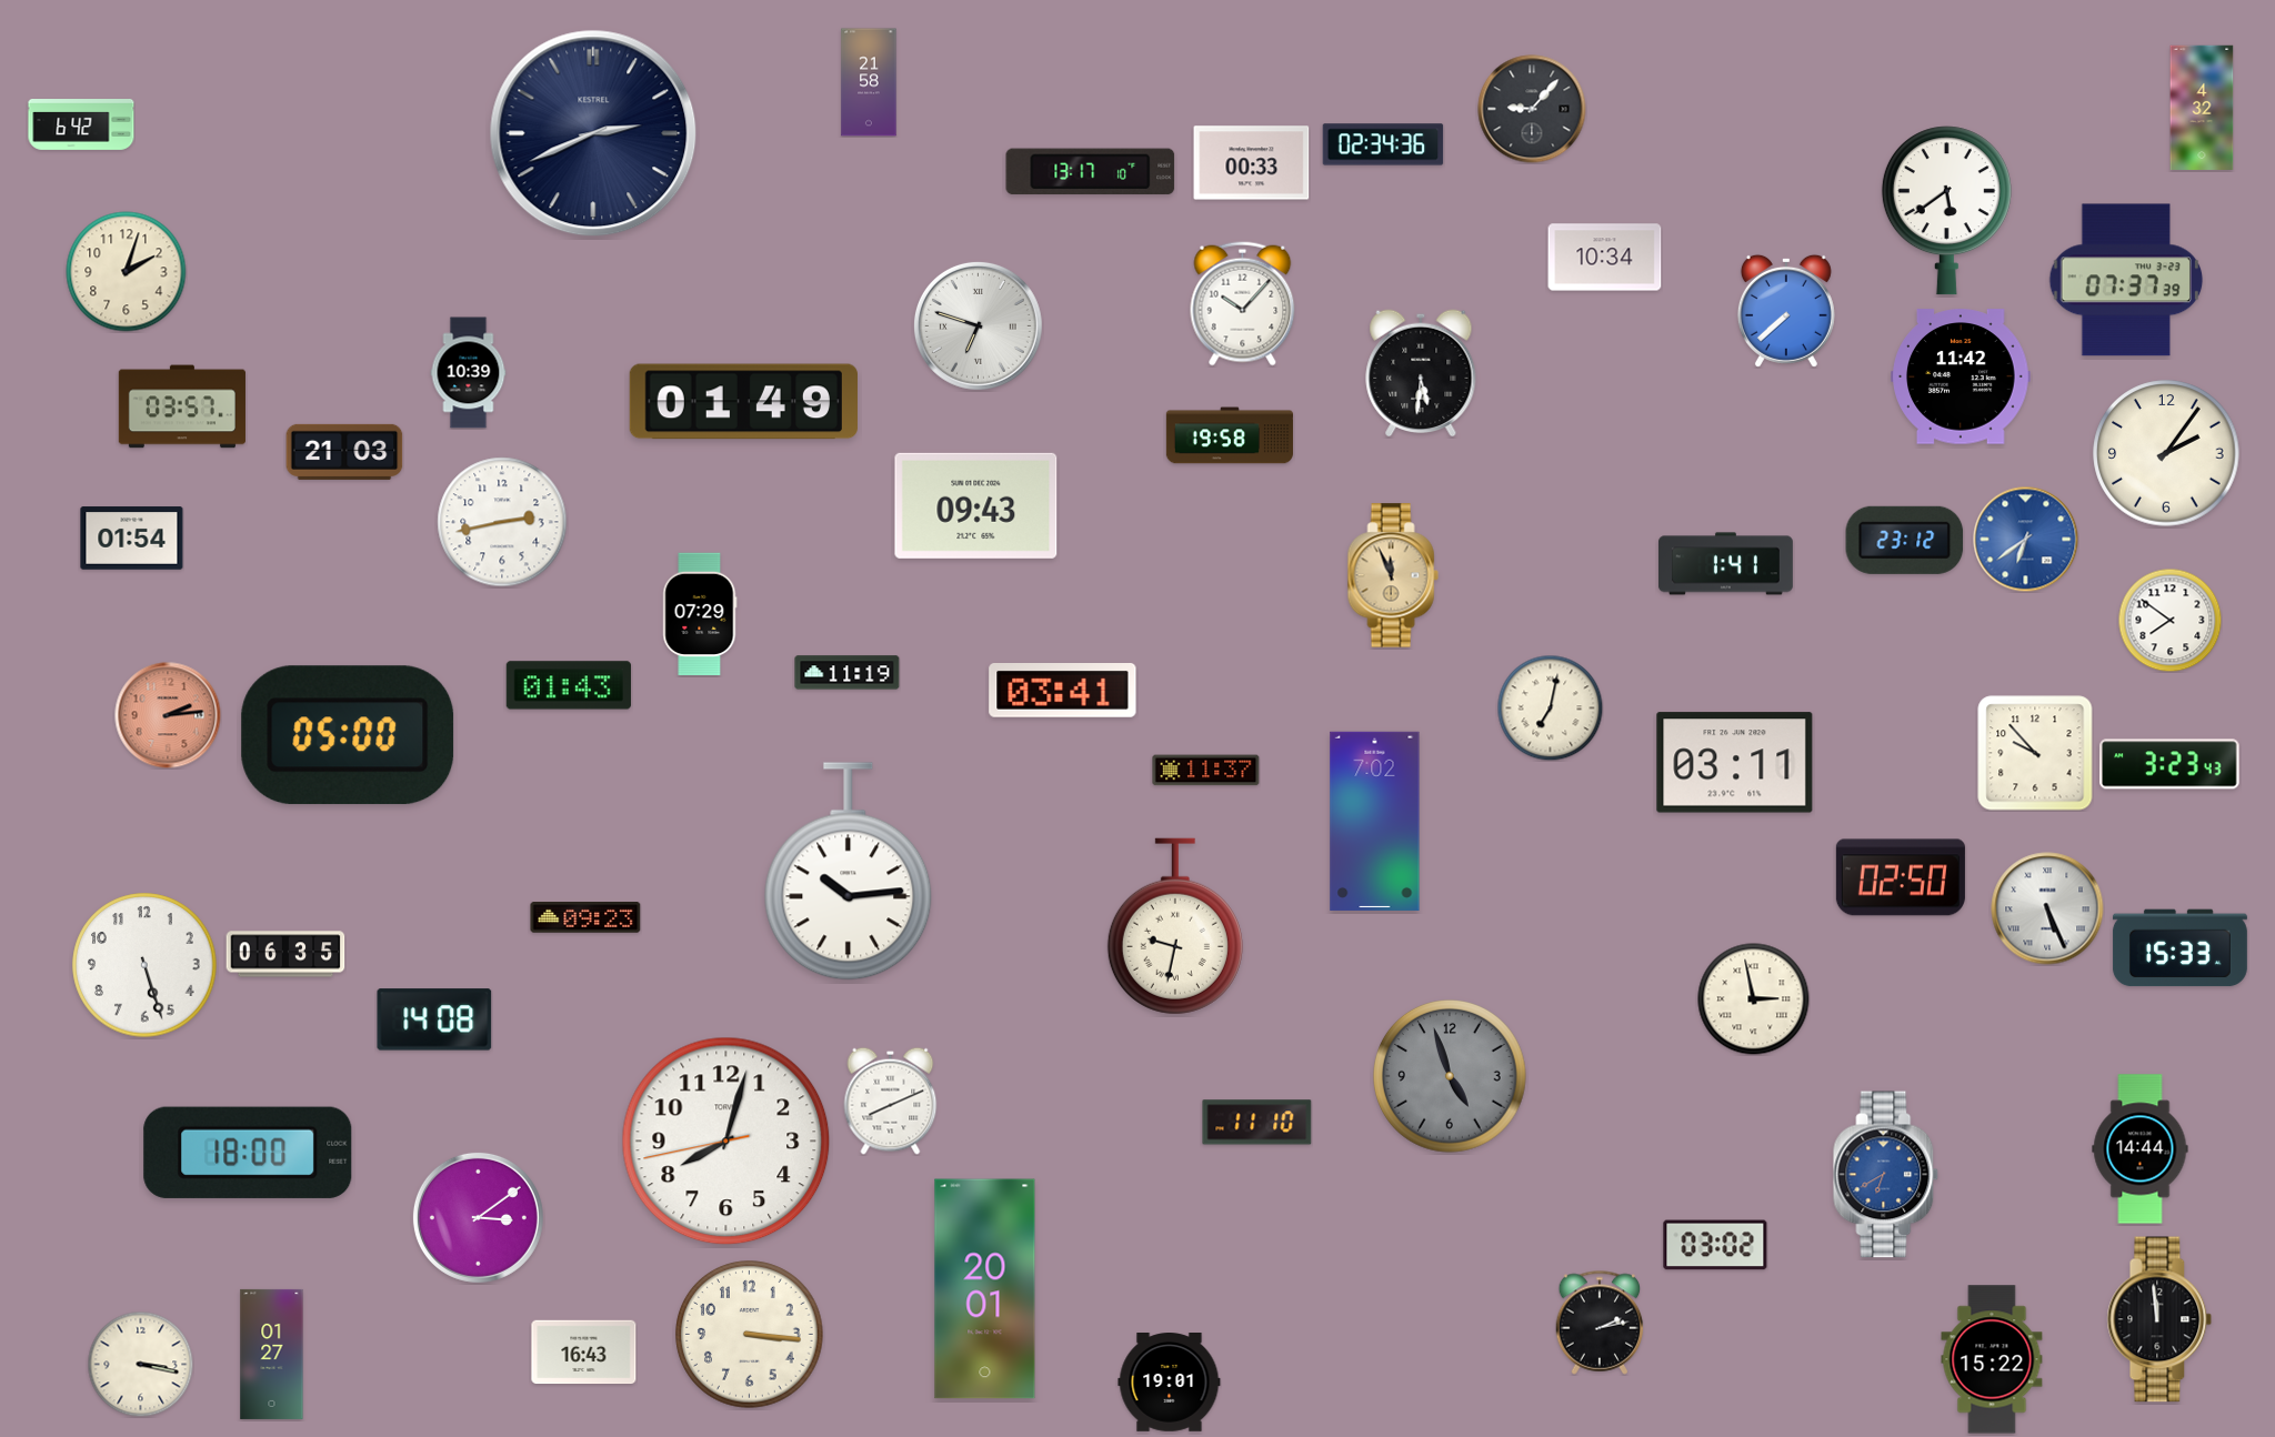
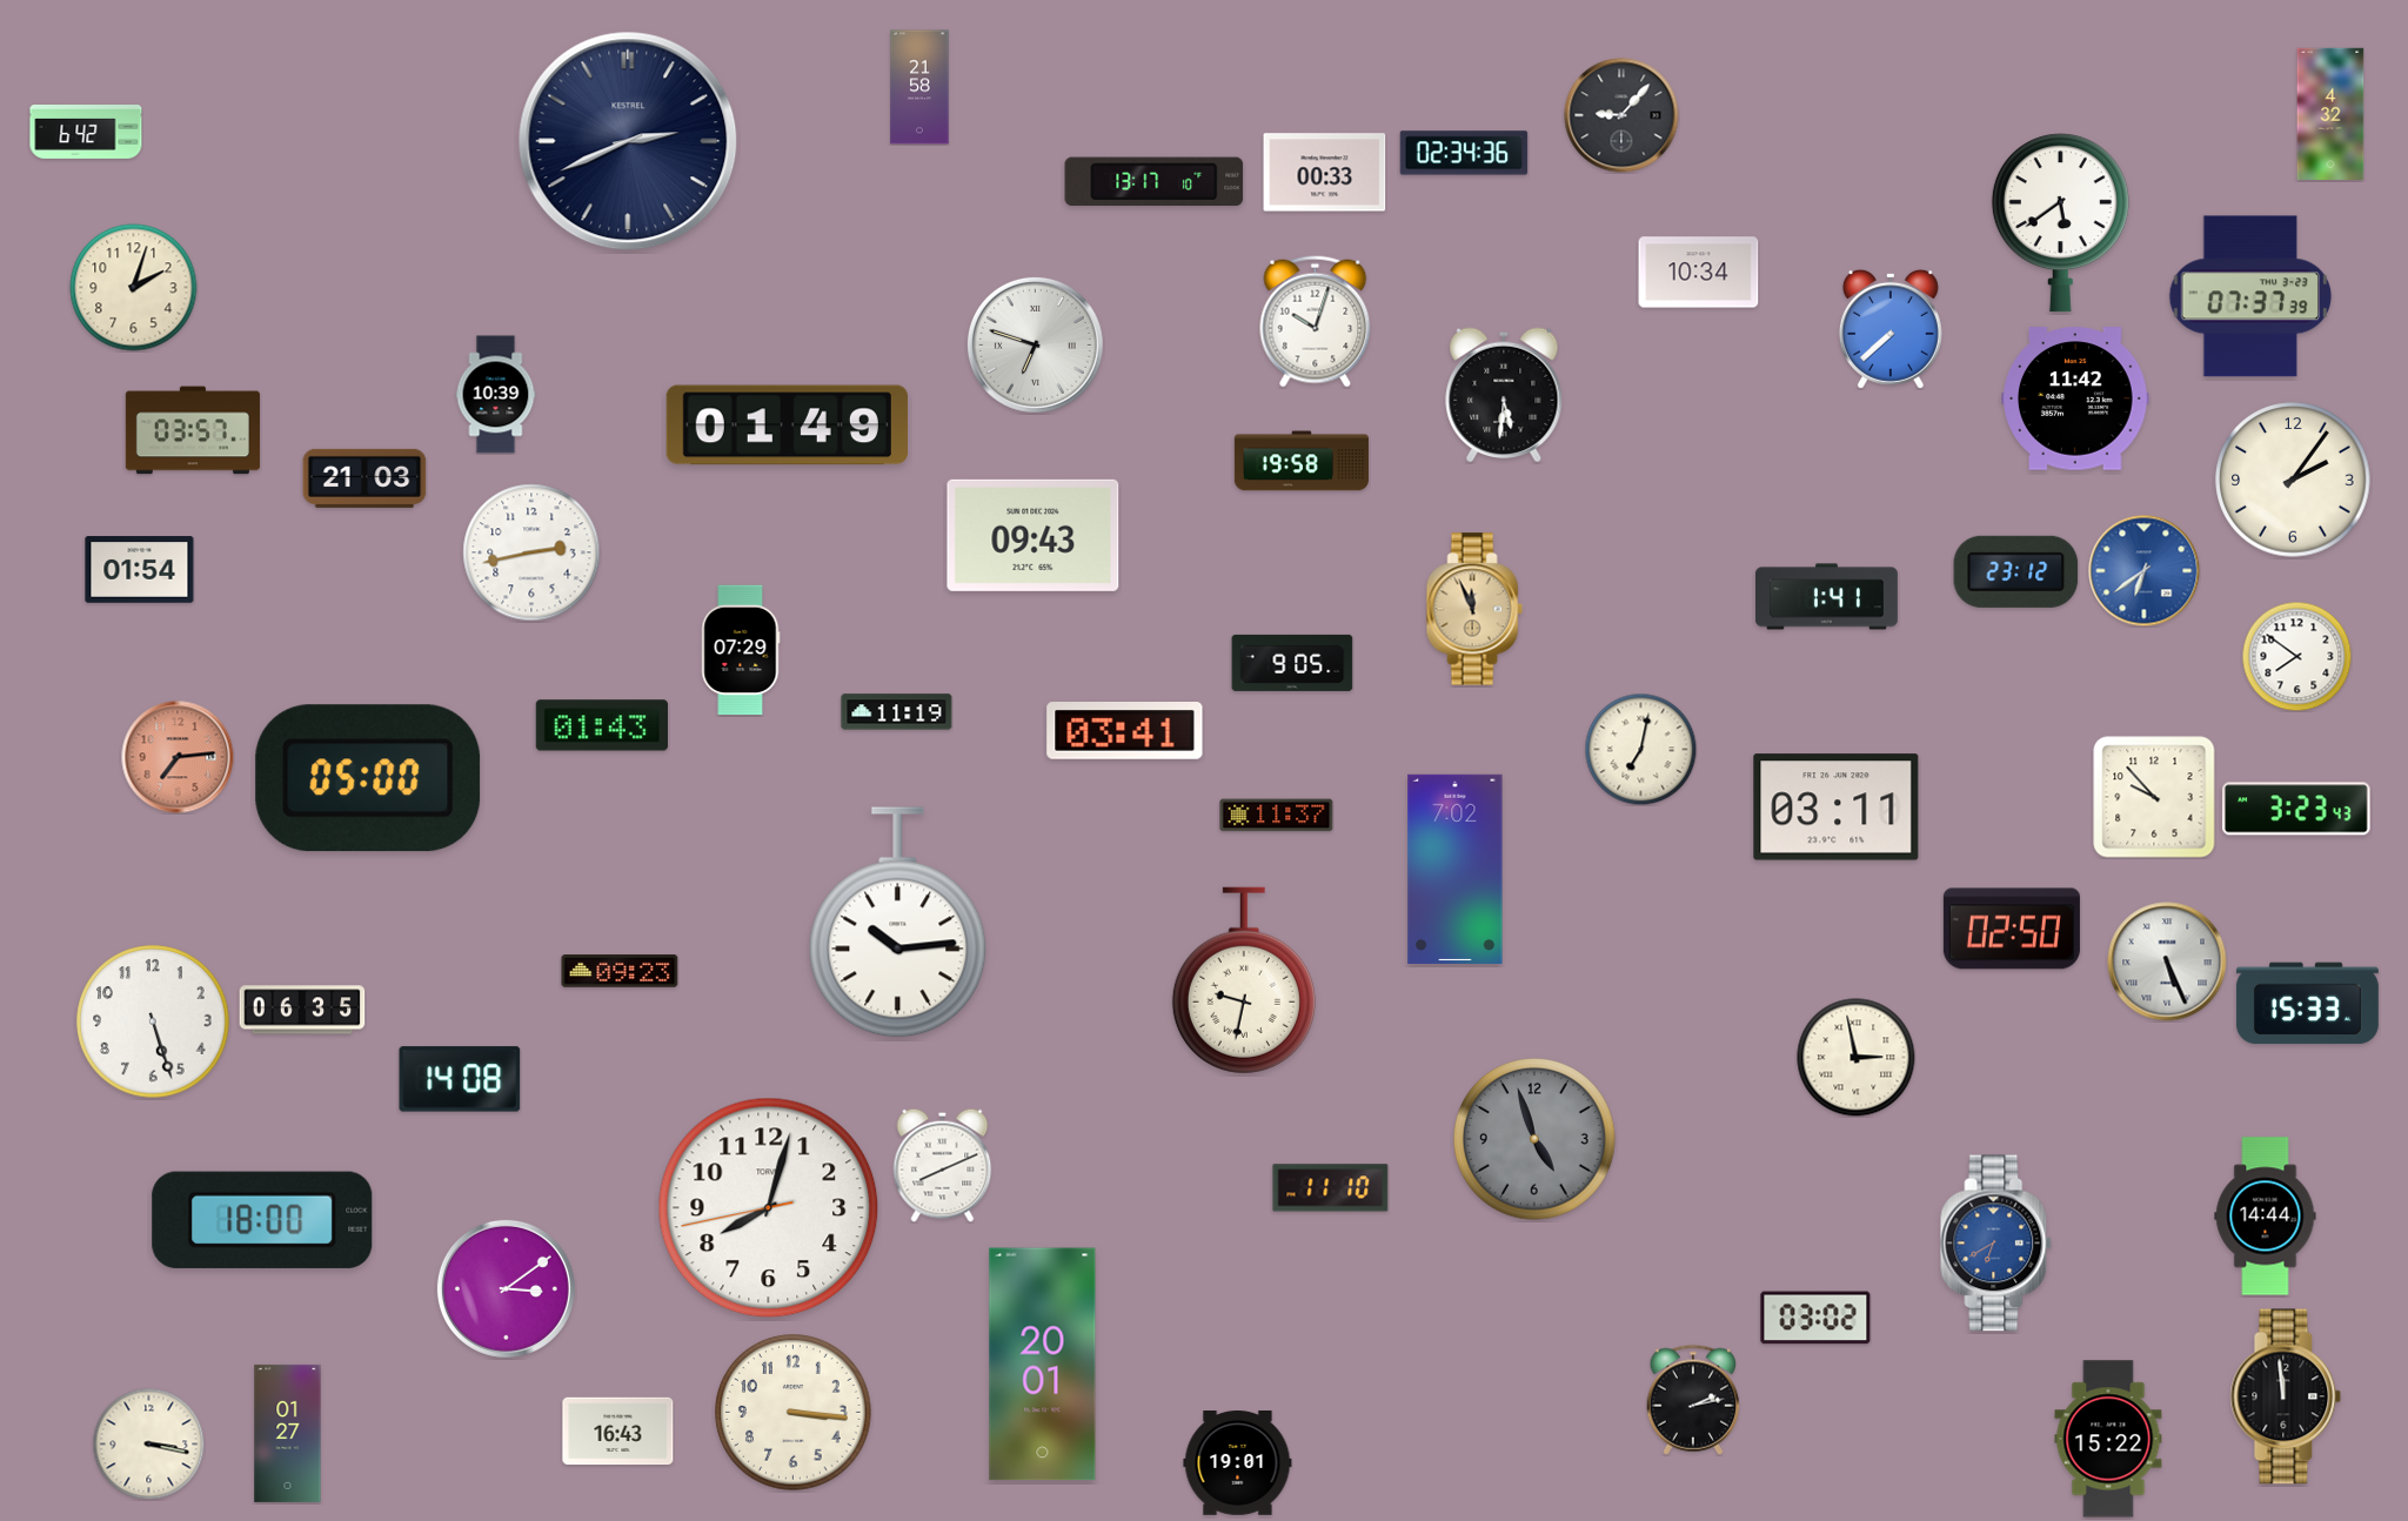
clock at (1243, 304): 10:07 -> 10:03
clock at (1292, 663): none -> 9:05
clock at (168, 715): 2:14 -> 7:14
